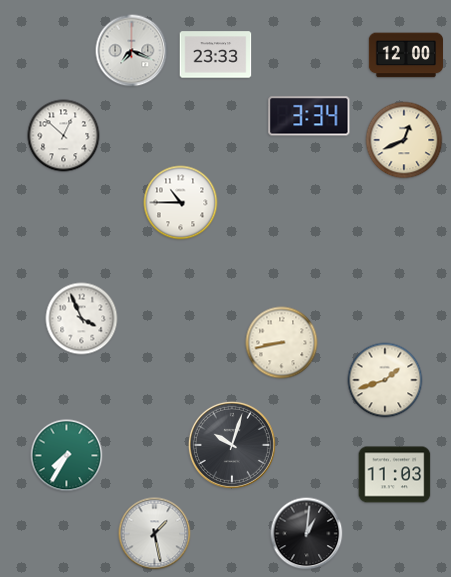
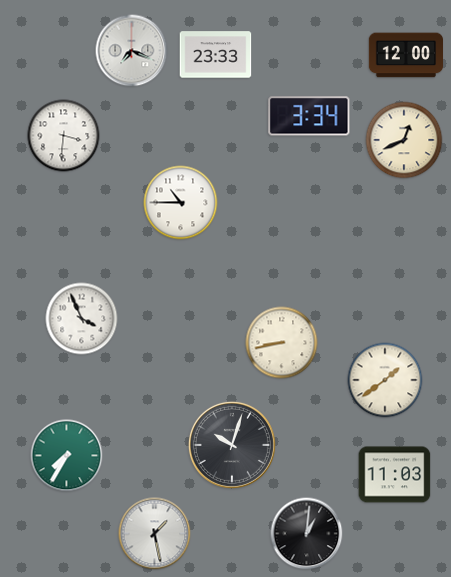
clock at (64, 136): 12:52 -> 3:31
clock at (385, 380): 1:42 -> 1:39
